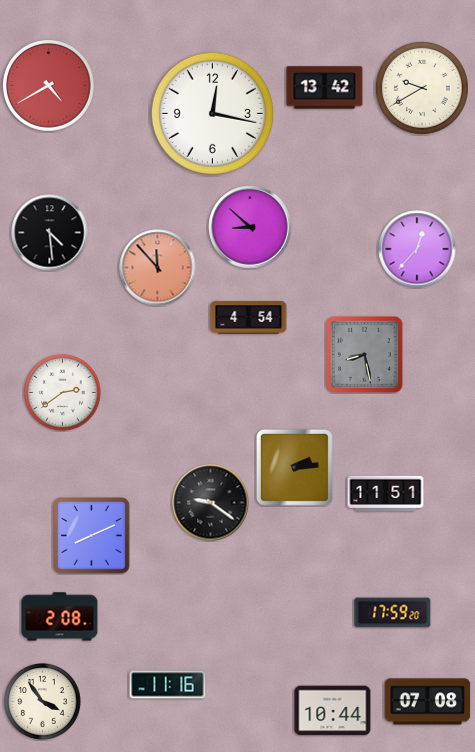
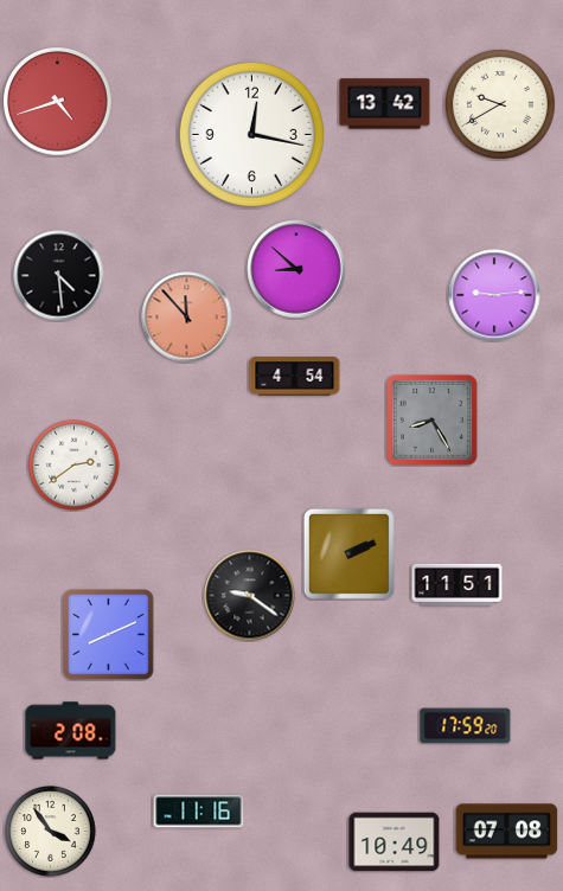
clock at (49, 86): 4:40 -> 4:42
clock at (417, 249): 12:37 -> 9:14
clock at (365, 355): 8:28 -> 8:25
clock at (294, 467): 2:14 -> 2:11
clock at (333, 711): 10:44 -> 10:49
